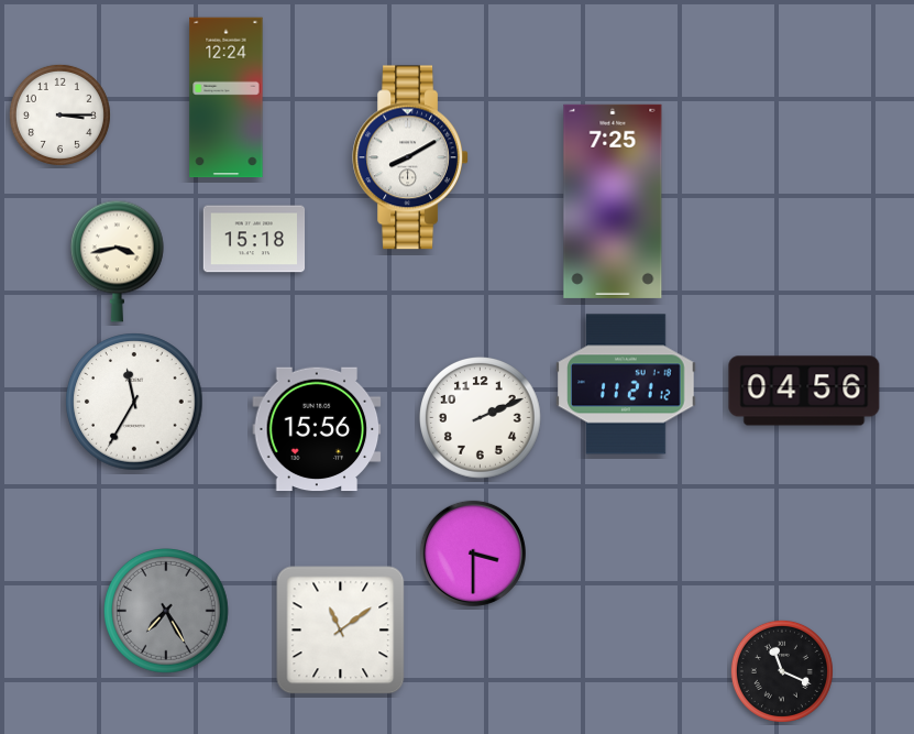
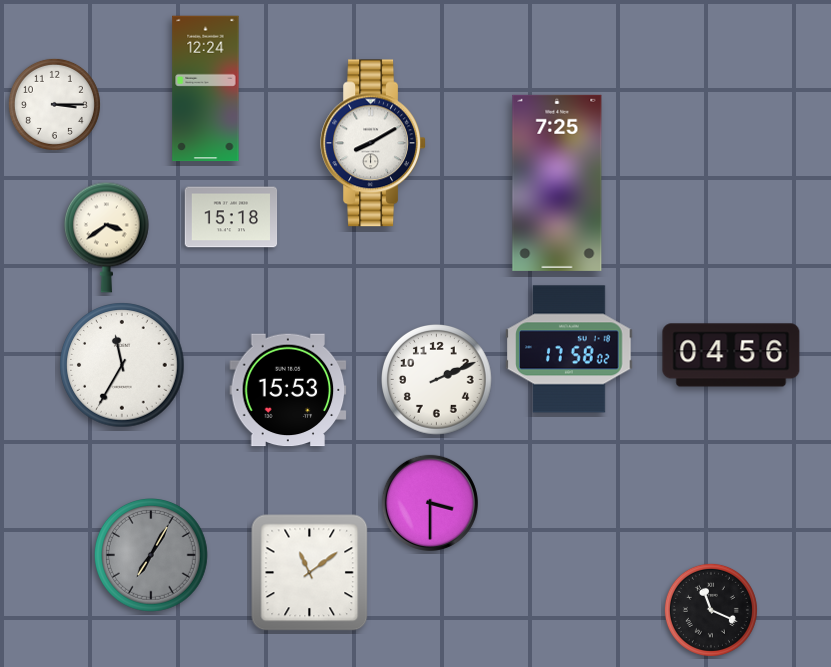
clock at (117, 261): 3:43 -> 3:39
clock at (626, 384): 11:21 -> 17:58
clock at (317, 429): 15:56 -> 15:53
clock at (167, 612): 7:25 -> 7:05
